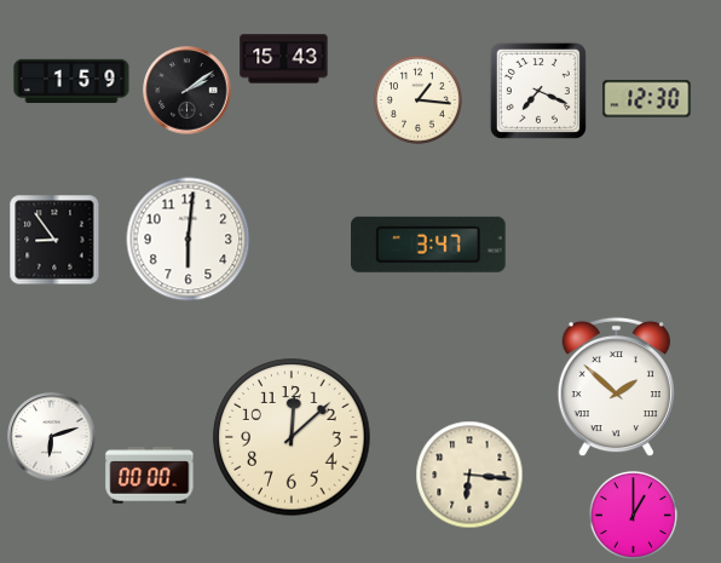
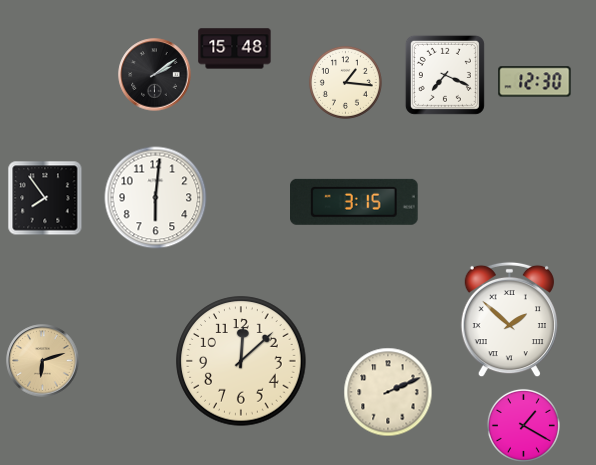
clock at (284, 59): 15:43 -> 15:48
clock at (71, 80): 1:59 -> none
clock at (54, 240): 8:54 -> 7:54
clock at (429, 245): 3:47 -> 3:15
clock at (52, 437) dial: white -> champagne
clock at (469, 475): 6:16 -> 2:11
clock at (150, 476): 00:00 -> none
clock at (633, 515): 1:00 -> 1:20
